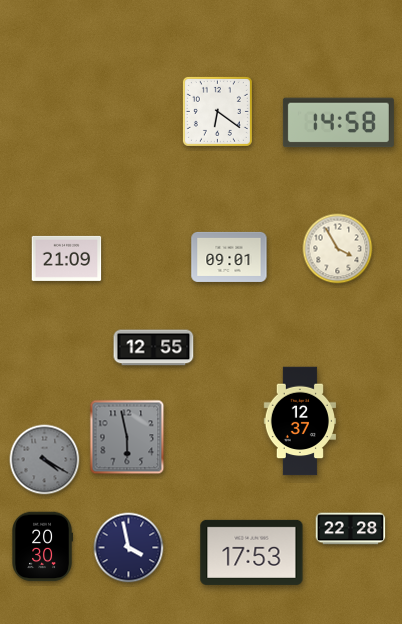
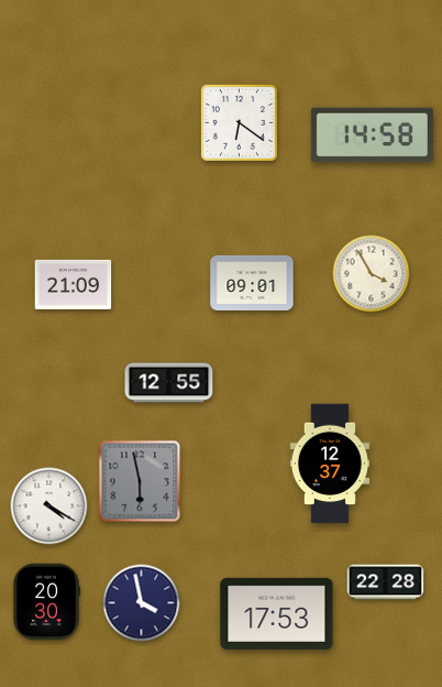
clock at (45, 460) dial: grey -> white
clock at (252, 552) position: (252, 552) -> (277, 613)
